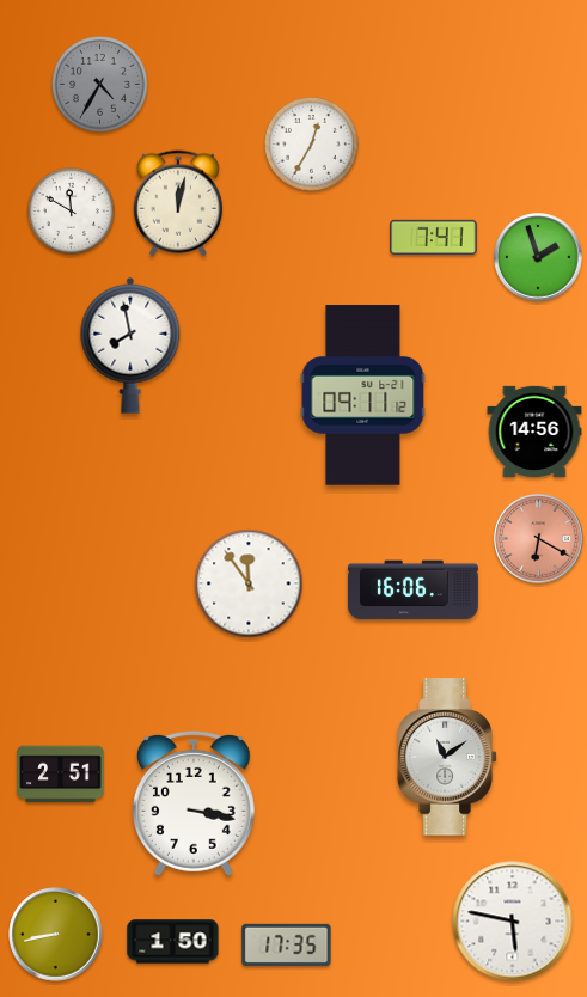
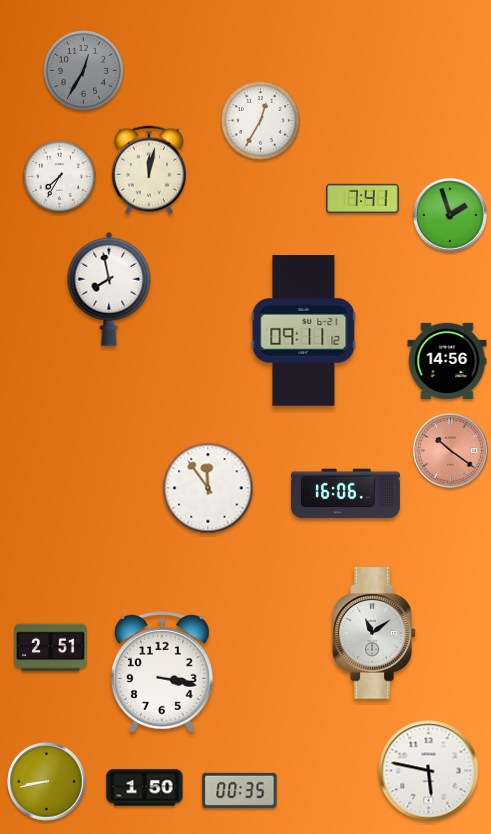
clock at (100, 85): 4:35 -> 12:35
clock at (71, 210): 11:50 -> 7:35
clock at (539, 539): 6:20 -> 10:21
clock at (287, 944): 17:35 -> 00:35
